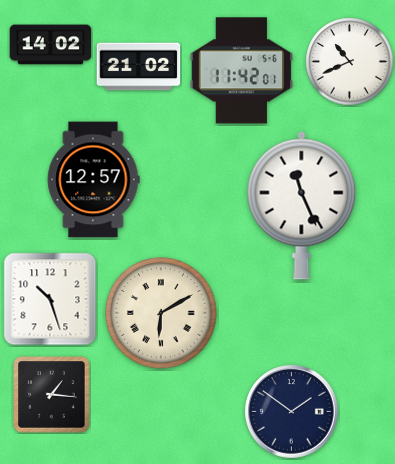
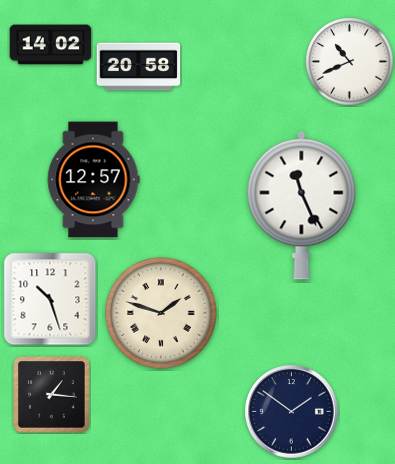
clock at (139, 67): 21:02 -> 20:58
clock at (242, 71): 11:42 -> none
clock at (162, 314): 6:10 -> 1:48
